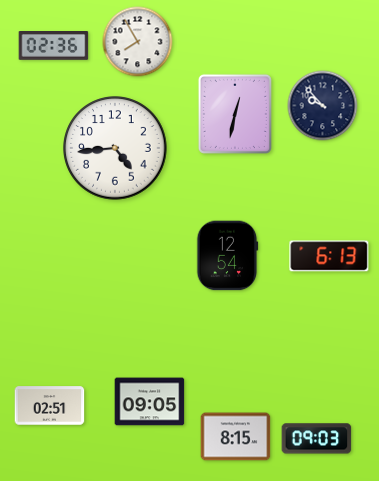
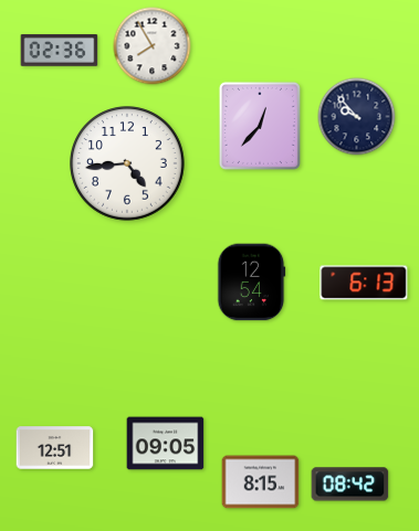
clock at (235, 114): 12:32 -> 12:37
clock at (50, 406): 02:51 -> 12:51
clock at (317, 439): 09:03 -> 08:42
